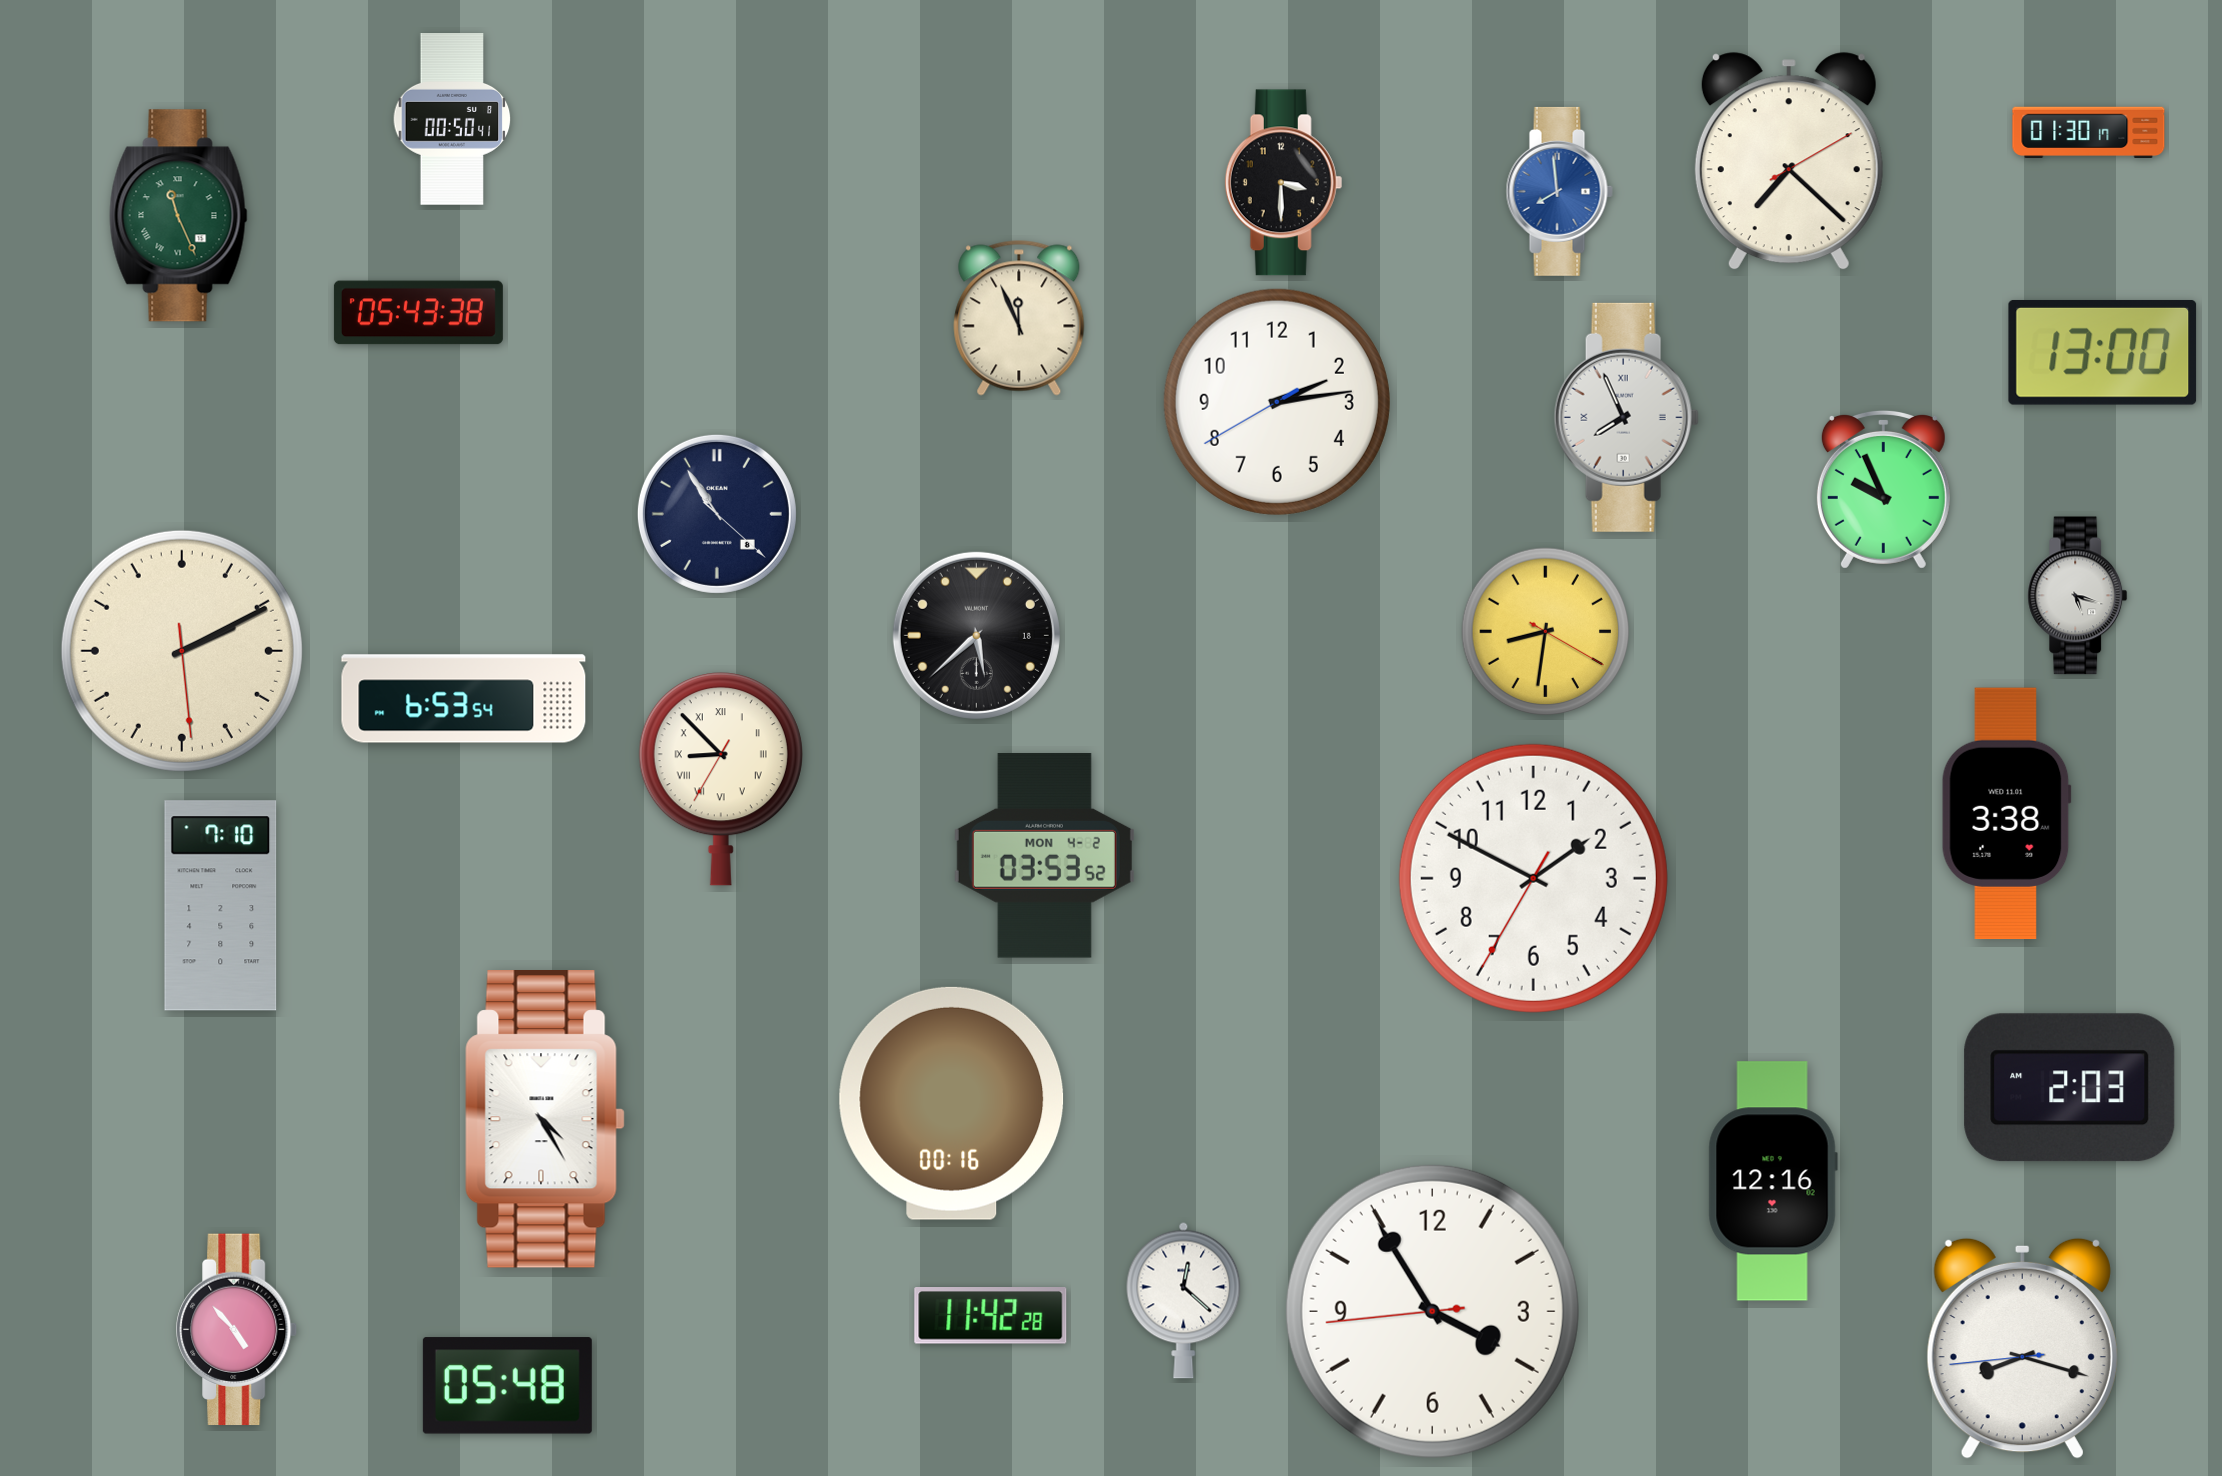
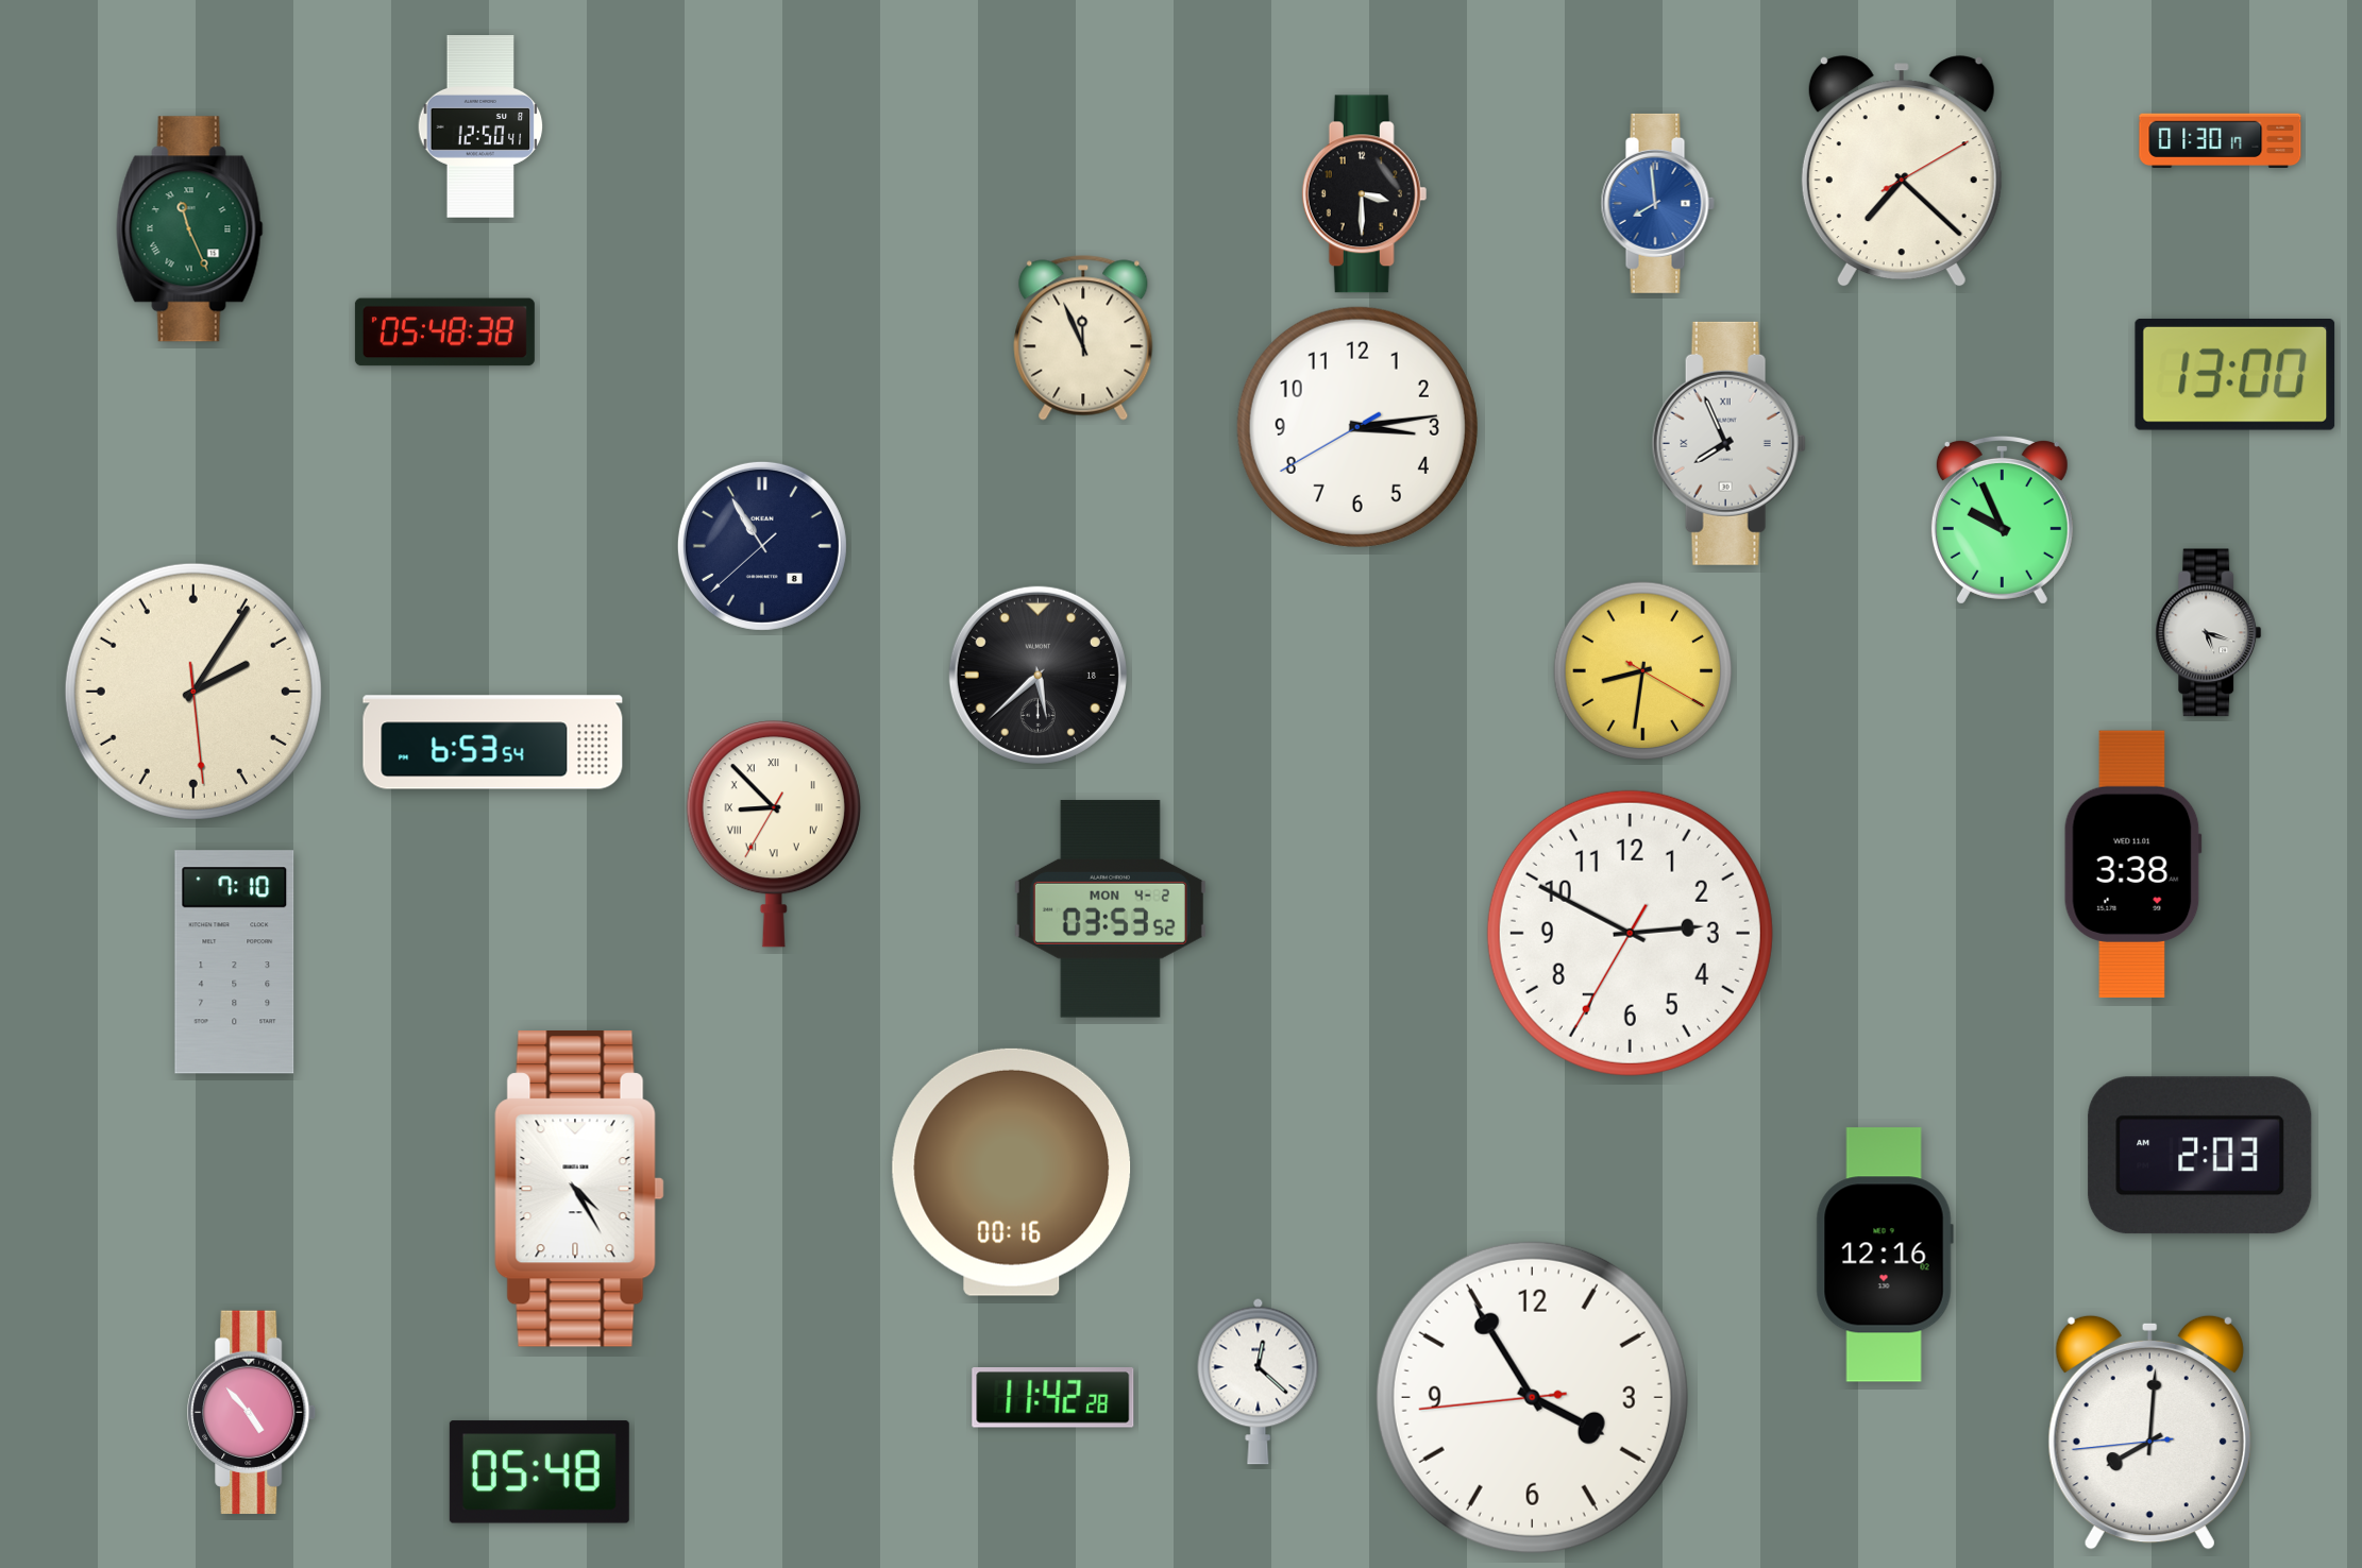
clock at (452, 119): 00:50 -> 12:50
clock at (418, 313): 05:43 -> 05:48
clock at (1277, 402): 2:13 -> 3:13
clock at (717, 514): 10:54:22 -> 10:54:38
clock at (182, 651): 2:10 -> 2:05
clock at (721, 779) position: (721, 779) -> (774, 834)
clock at (1533, 878): 1:49 -> 2:49
clock at (1432, 1311) position: (1432, 1311) -> (1532, 1397)
clock at (2022, 1348): 8:17 -> 8:00
